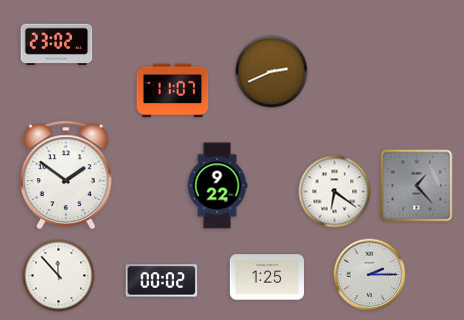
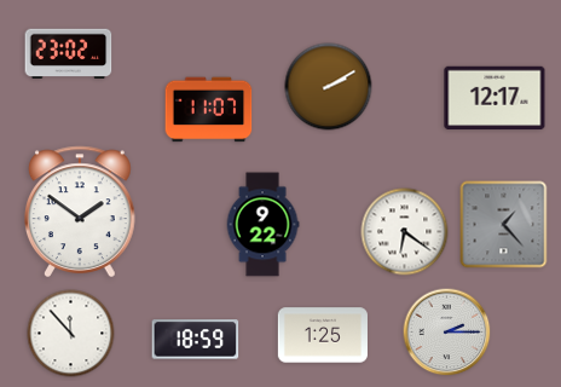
clock at (272, 72): 2:41 -> 2:10
clock at (495, 98): none -> 12:17
clock at (162, 281): 00:02 -> 18:59
